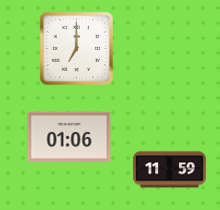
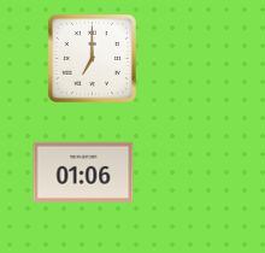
clock at (69, 137) position: (69, 137) -> (83, 172)
clock at (170, 170): 11:59 -> none
